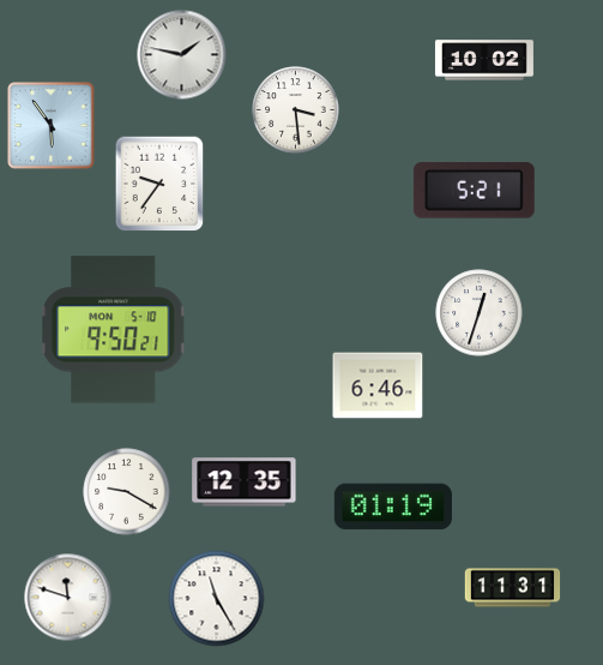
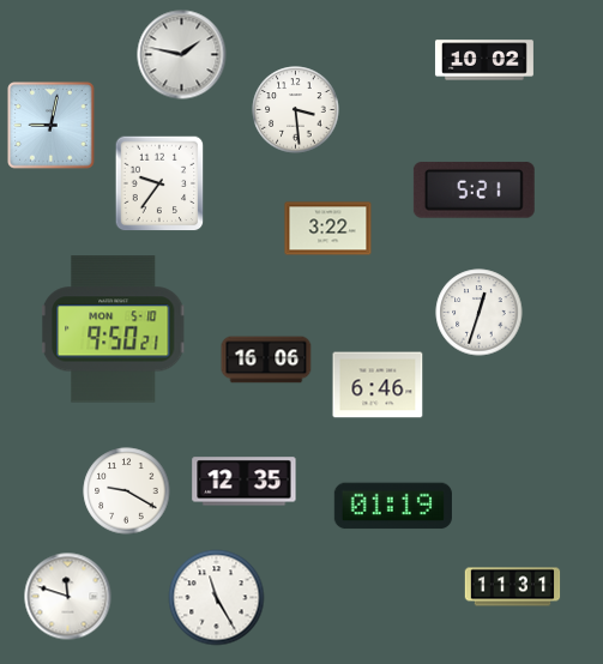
clock at (52, 126): 5:54 -> 9:02
clock at (328, 229): none -> 3:22
clock at (266, 360): none -> 16:06
